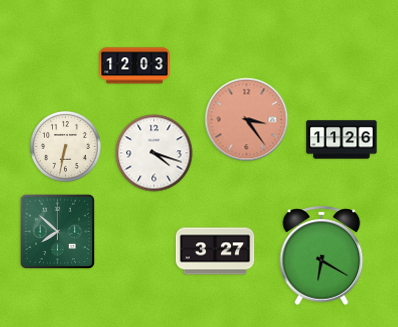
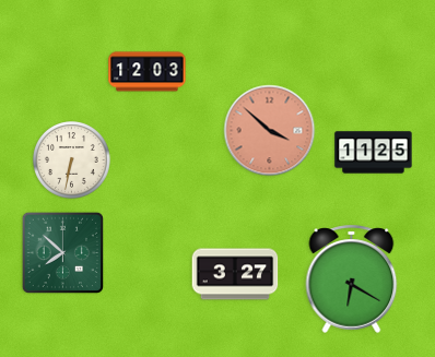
clock at (247, 120): 3:24 -> 3:52
clock at (342, 140): 11:26 -> 11:25
clock at (154, 153): 4:18 -> none
